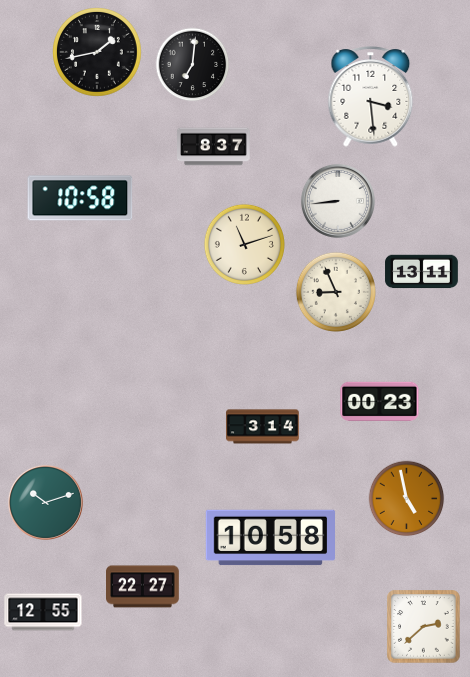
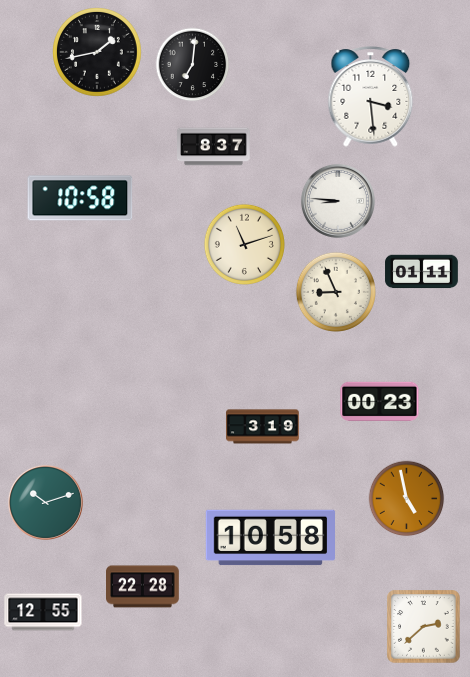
clock at (338, 201): 8:44 -> 8:46
clock at (422, 272): 13:11 -> 01:11
clock at (263, 427): 3:14 -> 3:19
clock at (143, 587): 22:27 -> 22:28
